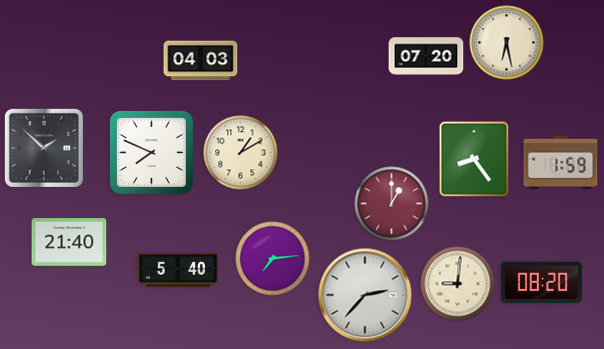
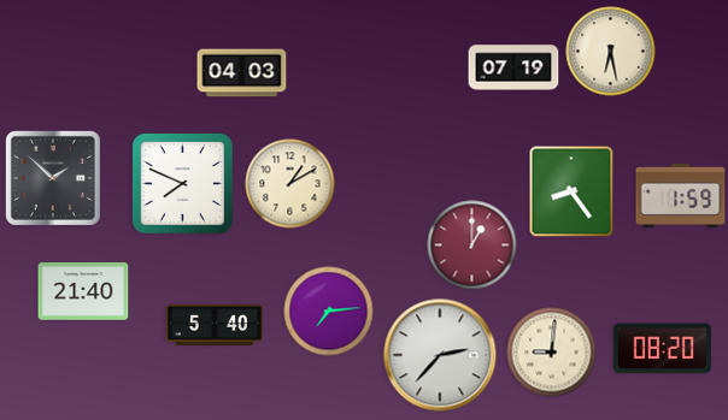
clock at (426, 56): 07:20 -> 07:19
clock at (561, 162) position: (561, 162) -> (681, 195)
clock at (541, 283) position: (541, 283) -> (662, 349)
clock at (458, 284) position: (458, 284) -> (552, 353)
